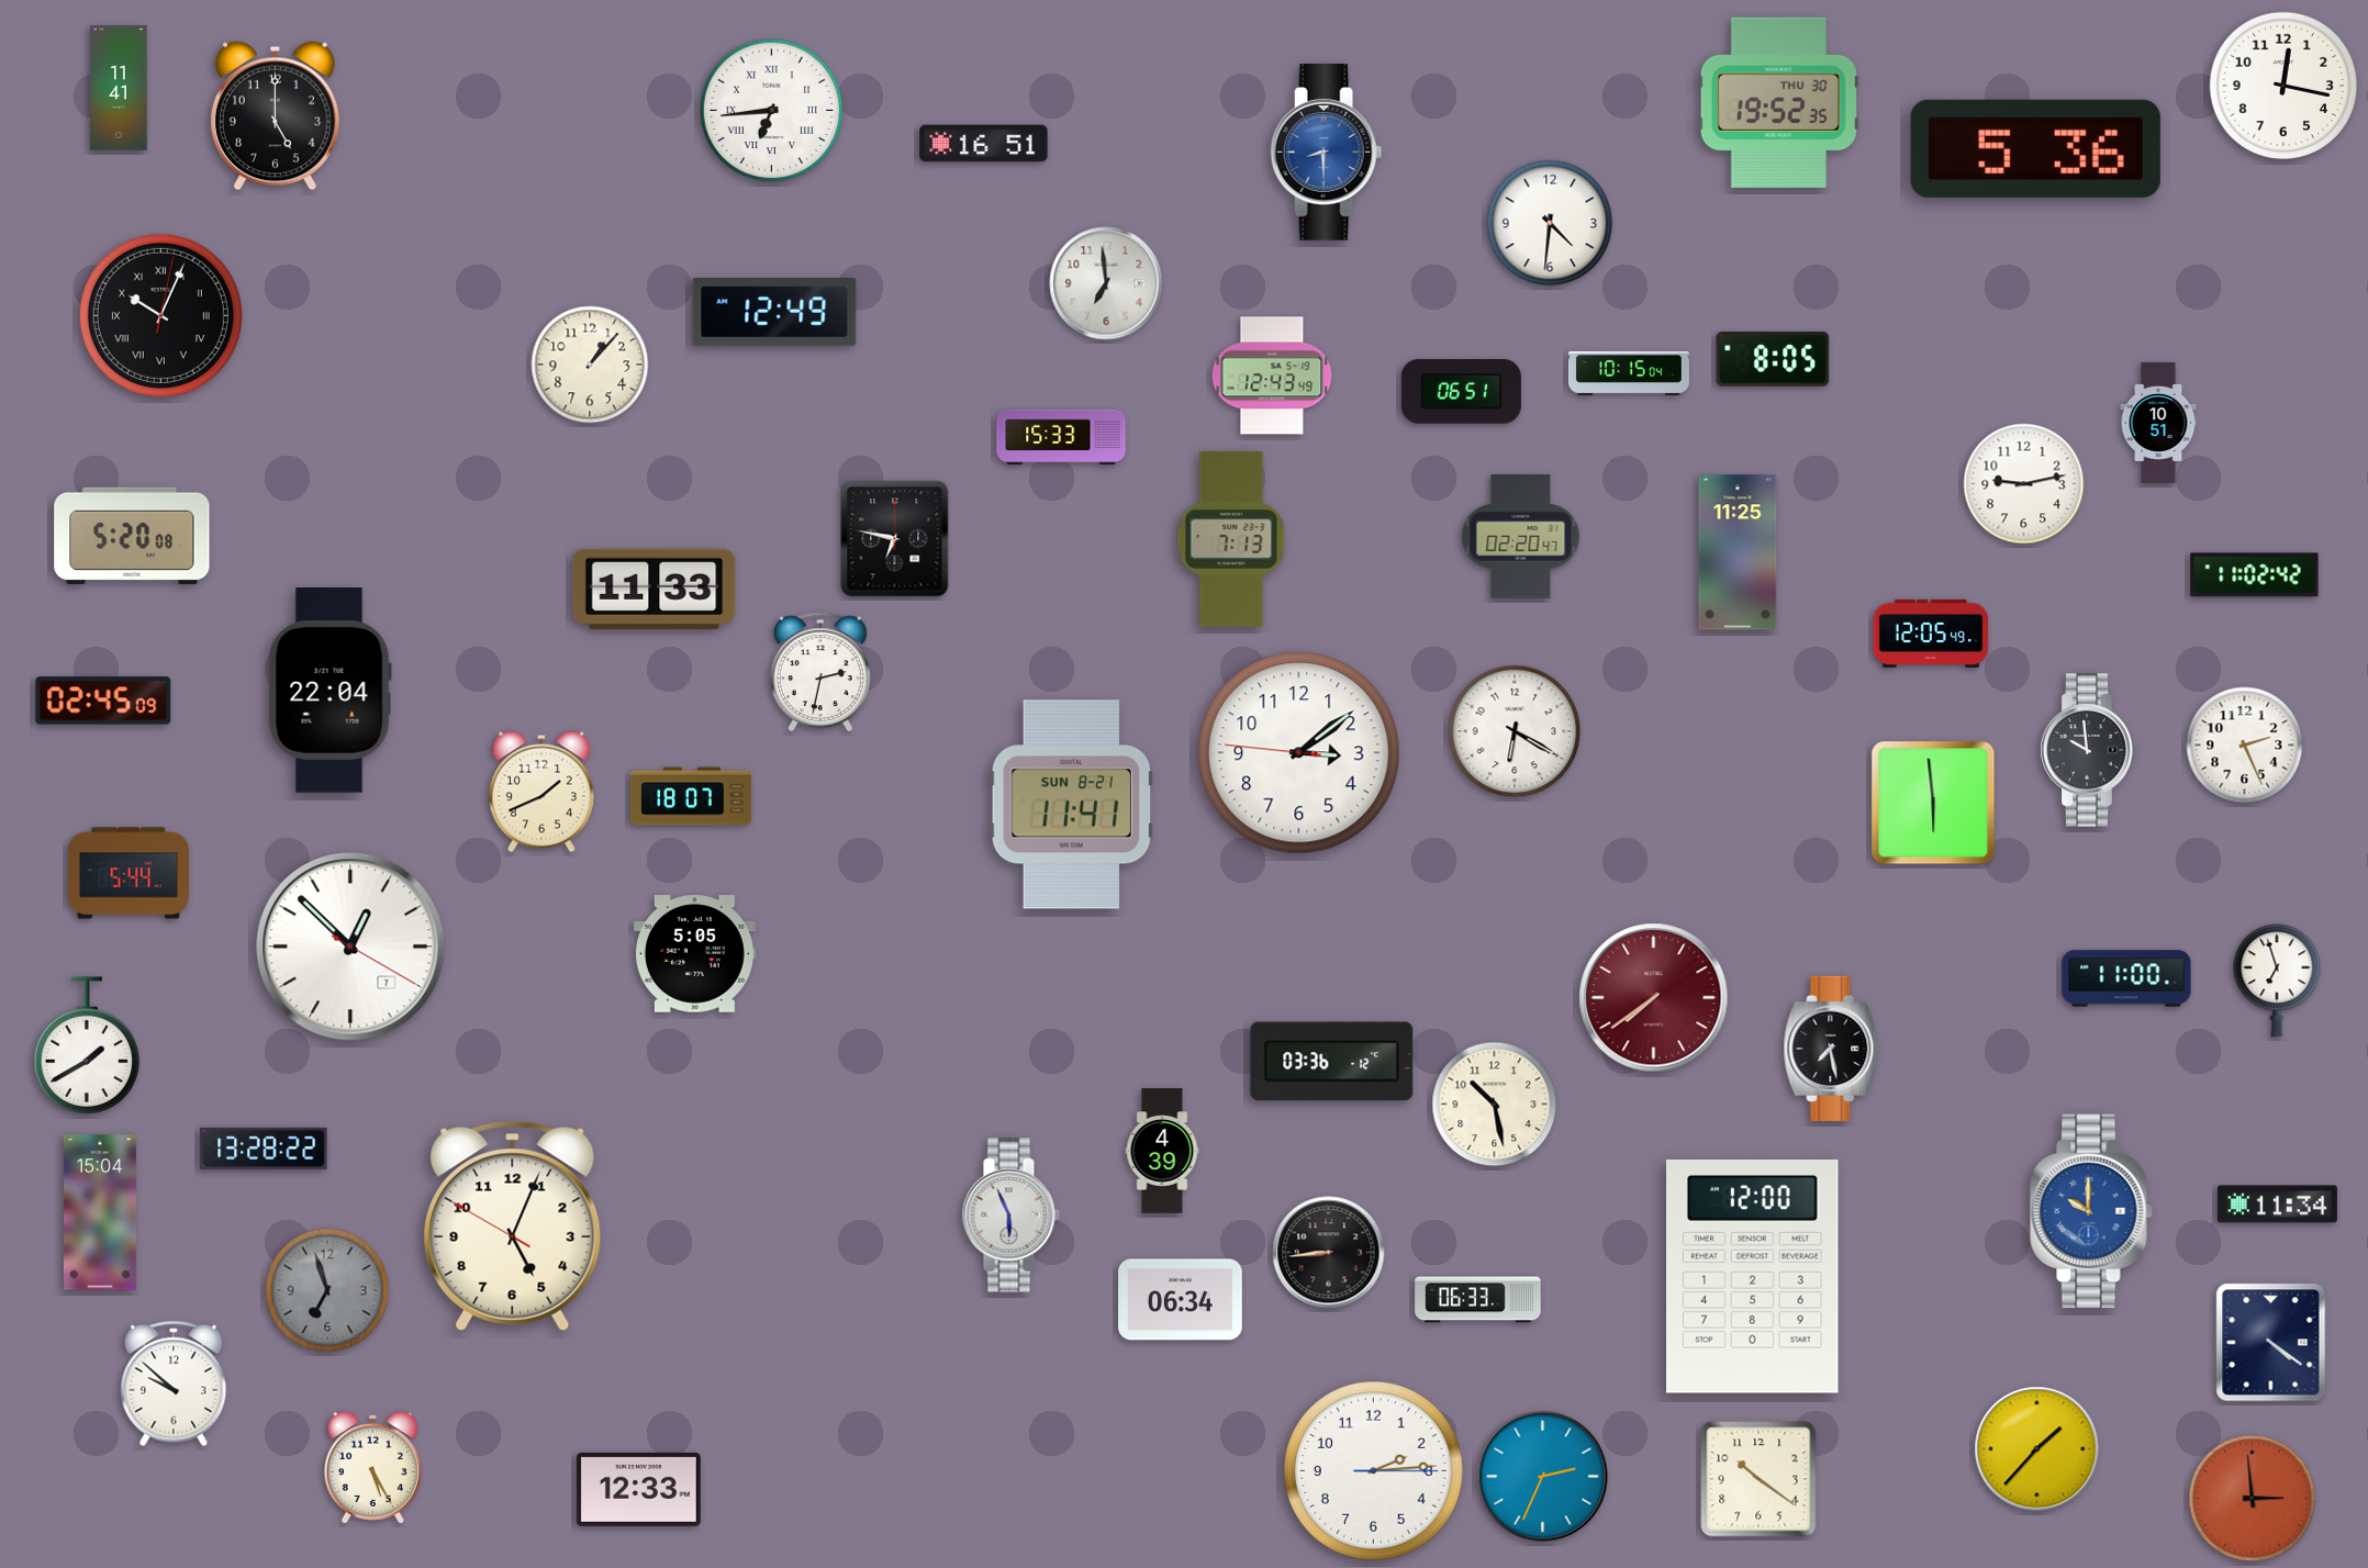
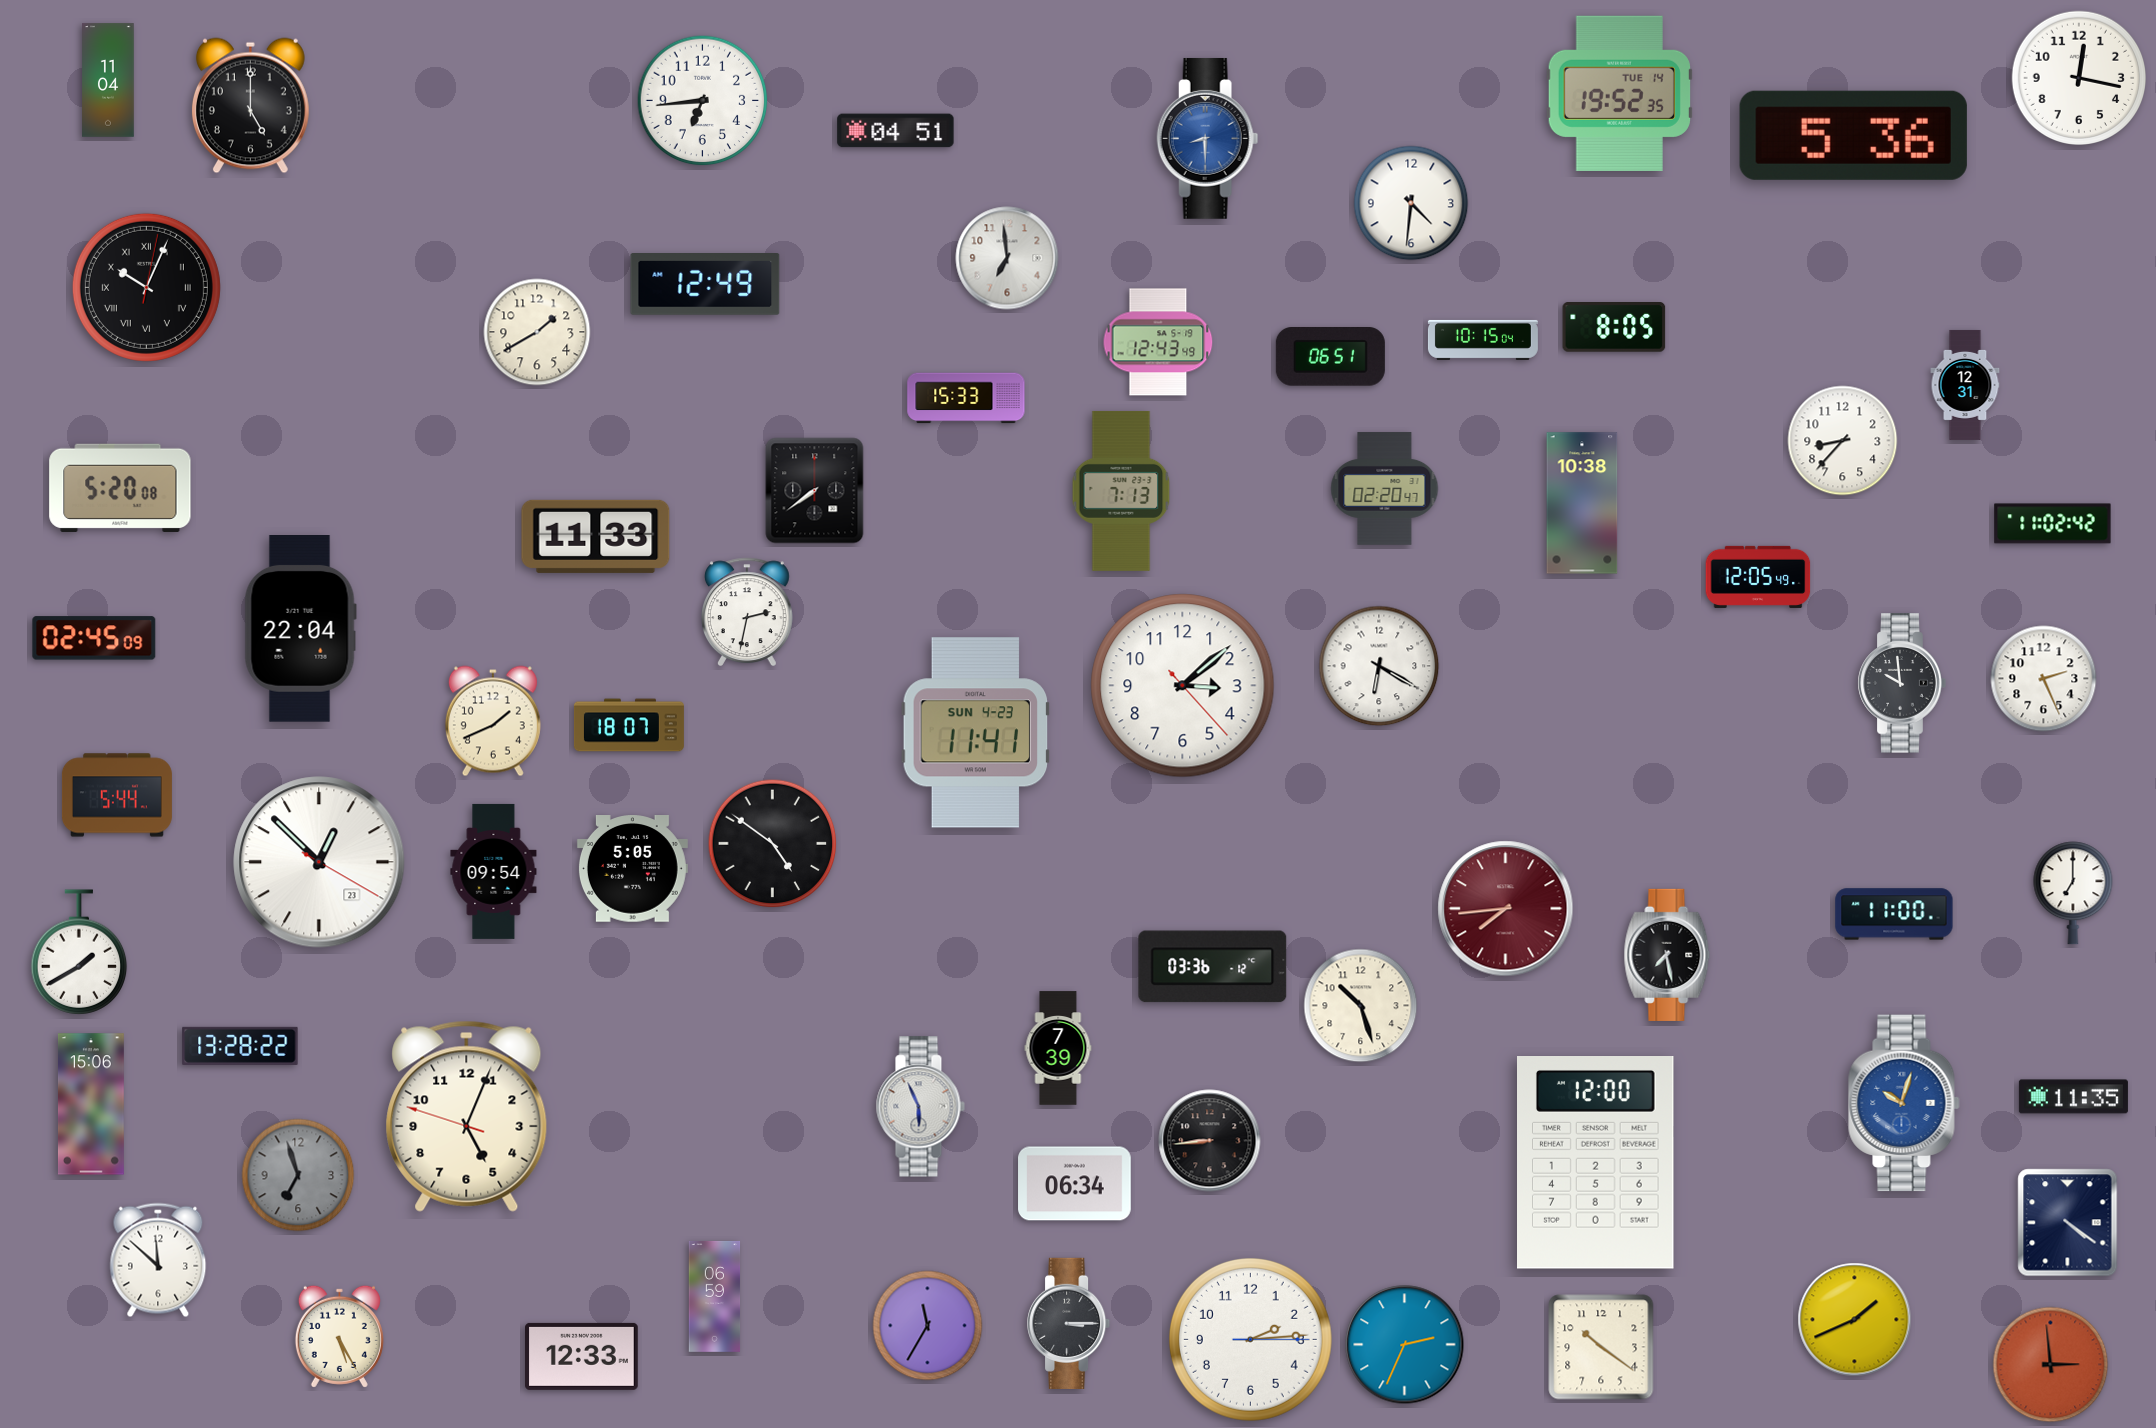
clock at (119, 88): 11:41 -> 11:04
clock at (1778, 102) date: THU 30 -> TUE 14
clock at (772, 111) numerals: Roman -> Arabic
clock at (984, 144): 16:51 -> 04:51
clock at (590, 365): 1:07 -> 1:40
clock at (2158, 423): 10:51 -> 12:31
clock at (2024, 484): 9:13 -> 8:37
clock at (895, 539): 6:47 -> 7:39
clock at (1738, 552): 11:25 -> 10:38
clock at (1299, 753): 3:08:46 -> 3:08:23
clock at (1933, 803): 5:59 -> none
clock at (1072, 805) date: SUN 8-21 -> SUN 4-23
clock at (773, 844): none -> 4:51
clock at (350, 947) date: 7 -> 23
clock at (494, 871): none -> 09:54
clock at (2126, 978) position: (2126, 978) -> (1894, 914)
clock at (2277, 981): 6:57 -> 7:00
clock at (1654, 998): 7:39 -> 7:44
clock at (1495, 1105): 10:28 -> 10:27
clock at (1162, 1151): 4:39 -> 7:39
clock at (2277, 1205): 11:34 -> 11:35
clock at (2091, 1211): 10:00 -> 10:03
clock at (100, 1212): 15:04 -> 15:06
clock at (513, 1225): 5:03:50 -> 5:03:48
clock at (1478, 1300): 06:33 -> none
clock at (174, 1384): 9:52 -> 11:52
clock at (715, 1296): none -> 06:59
clock at (2037, 1449): 1:37 -> 1:41
clock at (1069, 1323): none -> 3:15
clock at (928, 1326): none -> 11:35
